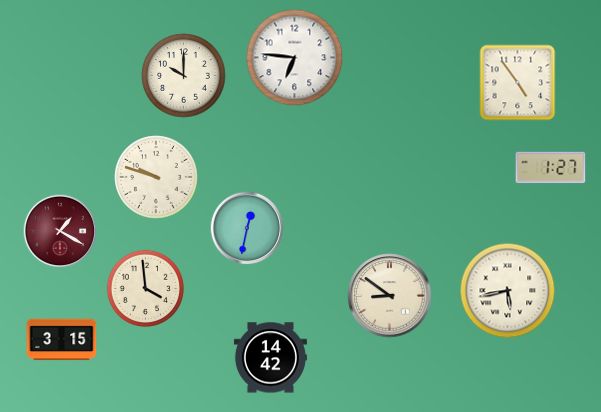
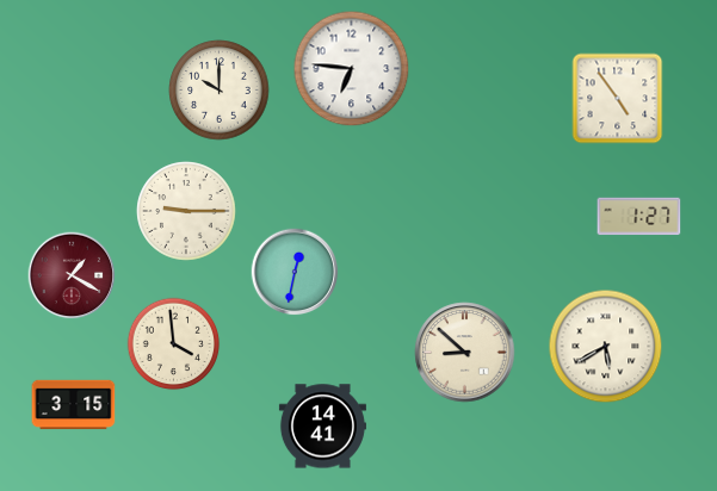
clock at (551, 168) position: (551, 168) -> (639, 217)
clock at (156, 177): 9:48 -> 9:15
clock at (508, 291): 5:43 -> 5:40
clock at (390, 296): 8:51 -> 8:52
clock at (270, 358): 14:42 -> 14:41
